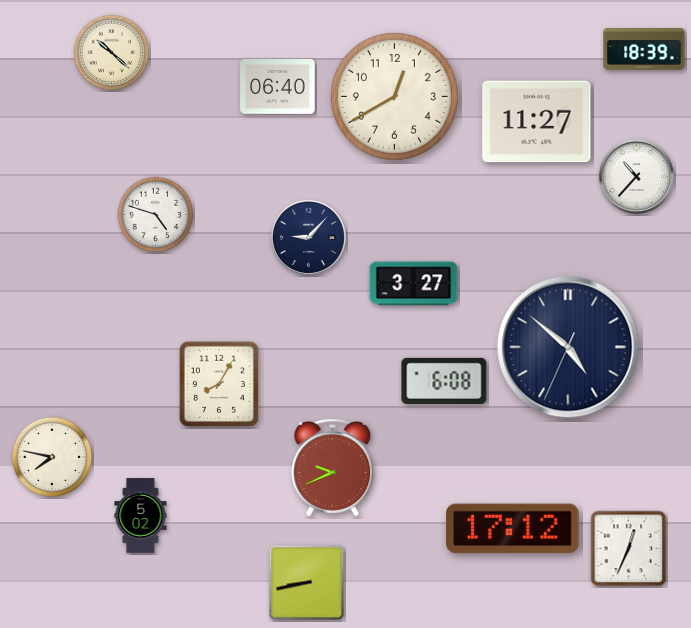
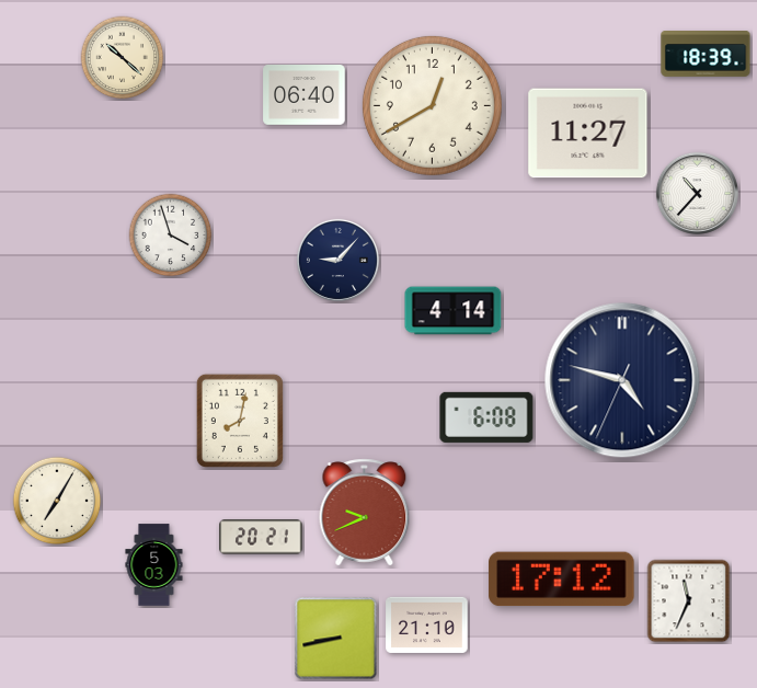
clock at (156, 215): 4:48 -> 3:57
clock at (414, 284): 3:27 -> 4:14
clock at (568, 347): 4:51 -> 4:47
clock at (219, 384): 8:05 -> 8:02
clock at (52, 457): 7:47 -> 7:05
clock at (261, 537): none -> 20:21
clock at (141, 516): 5:02 -> 5:03
clock at (629, 549): 12:34 -> 11:34
clock at (427, 624): none -> 21:10
